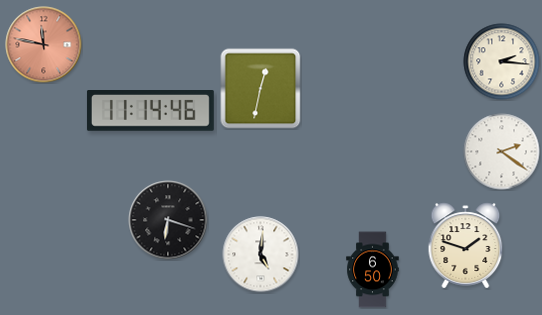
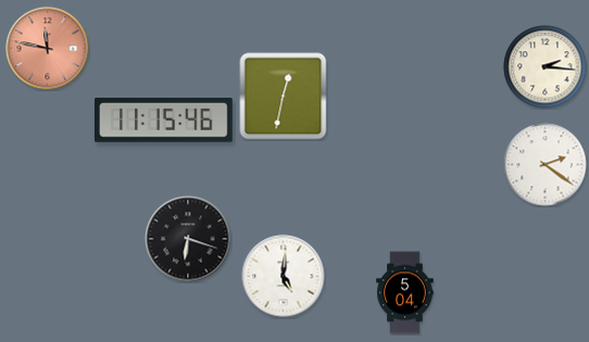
clock at (150, 111): 11:14 -> 11:15
clock at (168, 220) position: (168, 220) -> (188, 239)
clock at (466, 246): 1:48 -> none
clock at (373, 270): 6:50 -> 5:04
